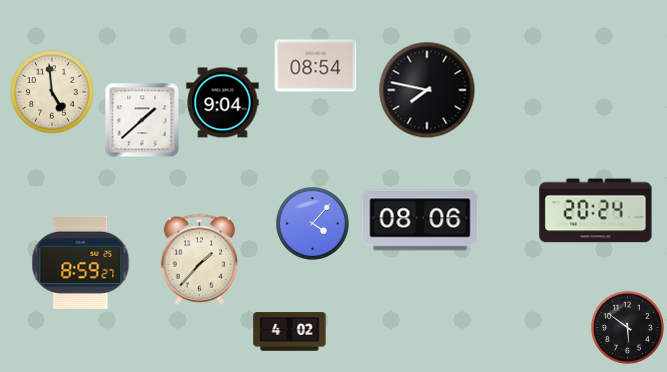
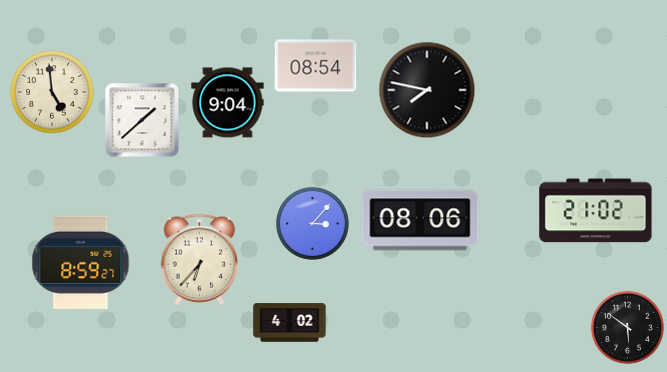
clock at (223, 103) position: (223, 103) -> (228, 103)
clock at (596, 211): 20:24 -> 21:02
clock at (312, 223): 4:07 -> 3:07
clock at (200, 259): 1:37 -> 6:37
clock at (290, 332) position: (290, 332) -> (290, 323)
